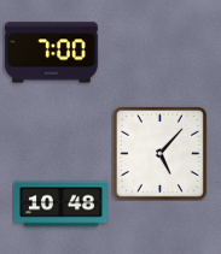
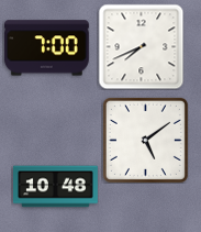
clock at (141, 46): none -> 7:41
clock at (159, 153): 5:07 -> 5:09
